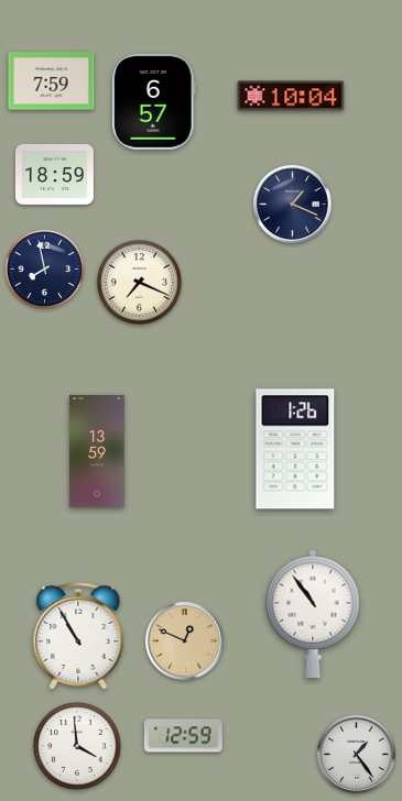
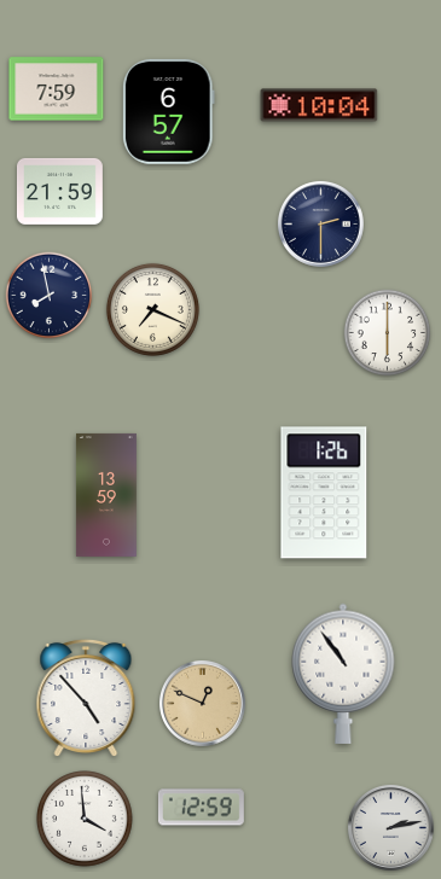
clock at (54, 174): 18:59 -> 21:59
clock at (292, 204): 1:19 -> 2:30
clock at (388, 333): none -> 6:00
clock at (78, 635): 10:55 -> 4:53
clock at (356, 754): 1:24 -> 2:13
